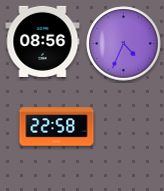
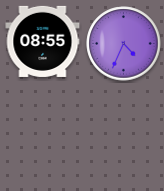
clock at (43, 41): 08:56 -> 08:55
clock at (57, 127): 22:58 -> none
